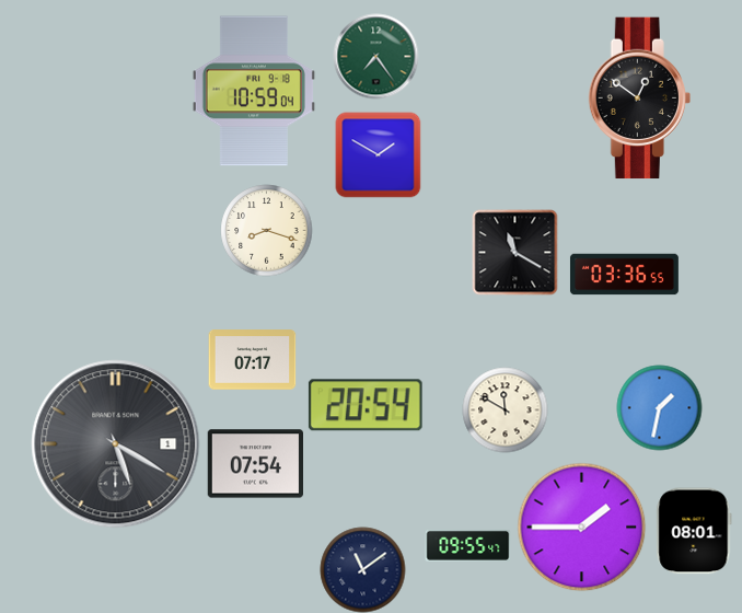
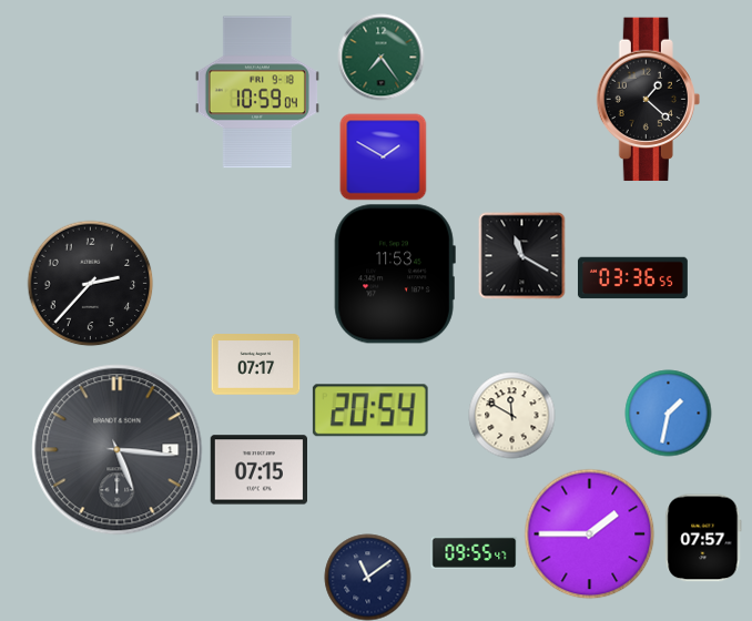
clock at (639, 99): 12:51 -> 1:22
clock at (266, 230): 8:18 -> none
clock at (395, 274): none -> 11:53
clock at (90, 283): none -> 2:37
clock at (116, 444): 5:20 -> 5:16
clock at (255, 464): 07:54 -> 07:15
clock at (694, 531): 08:01 -> 07:57
